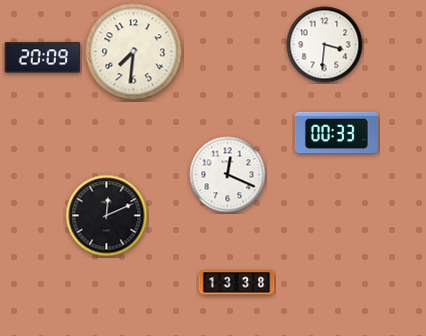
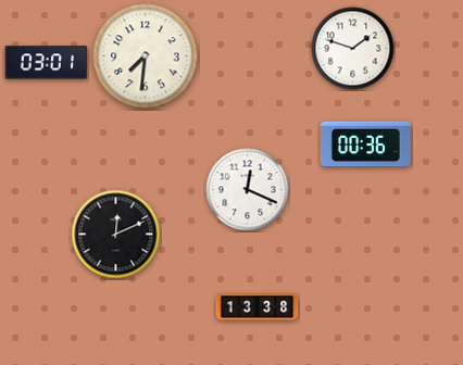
clock at (325, 45): 3:31 -> 1:48
clock at (43, 58): 20:09 -> 03:01
clock at (336, 133): 00:33 -> 00:36
